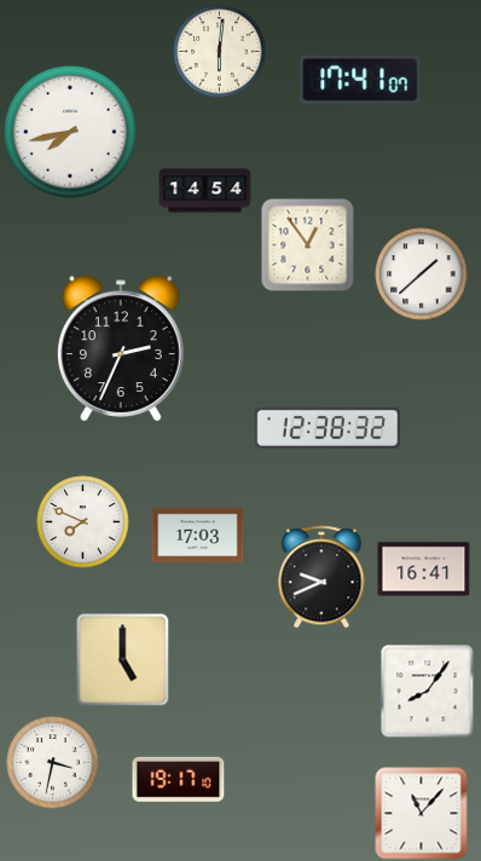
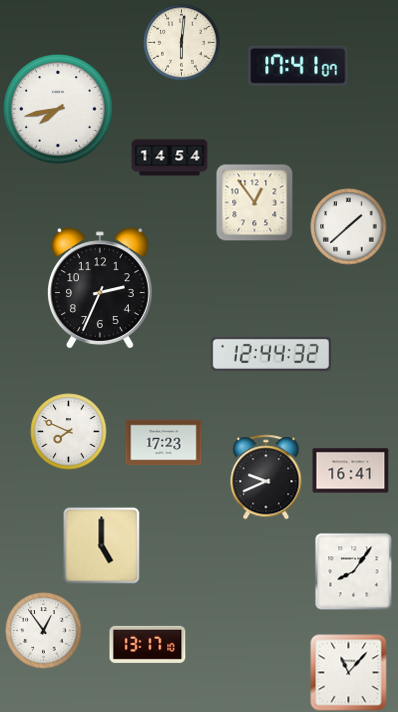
clock at (328, 428): 12:38 -> 12:44
clock at (198, 536): 17:03 -> 17:23
clock at (53, 763): 3:32 -> 12:54
clock at (179, 779): 19:17 -> 13:17
